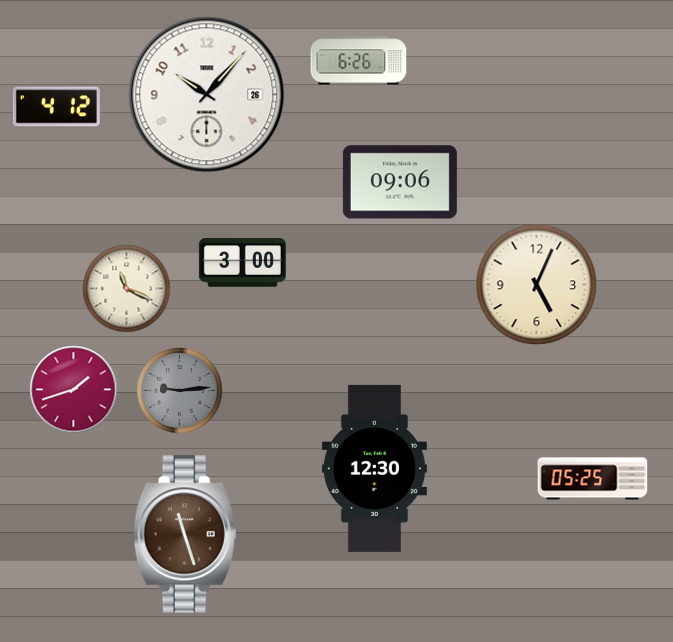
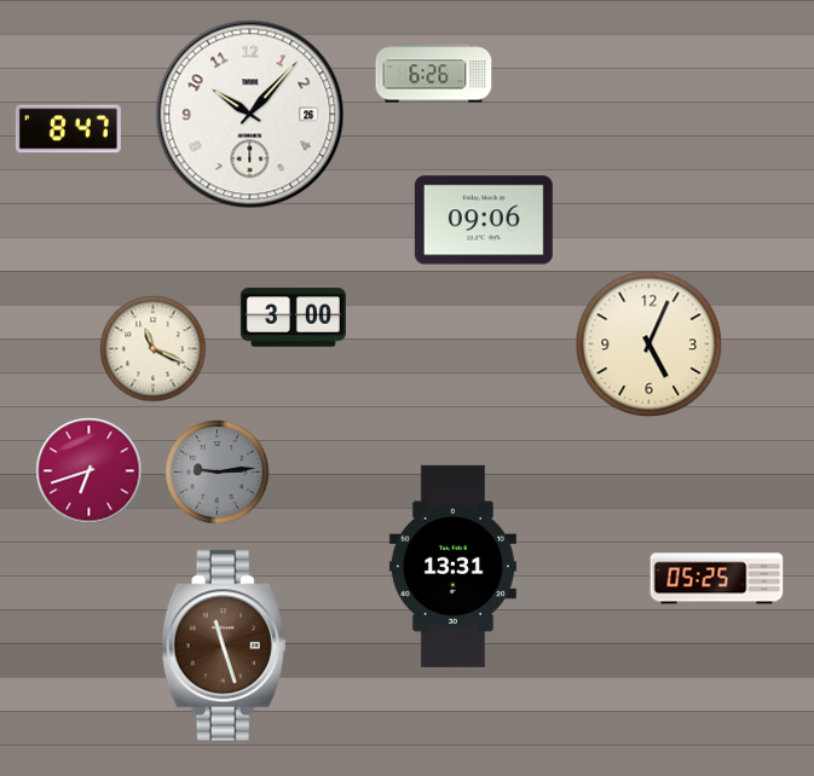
clock at (56, 107): 4:12 -> 8:47
clock at (74, 390): 1:42 -> 6:42
clock at (374, 468): 12:30 -> 13:31
